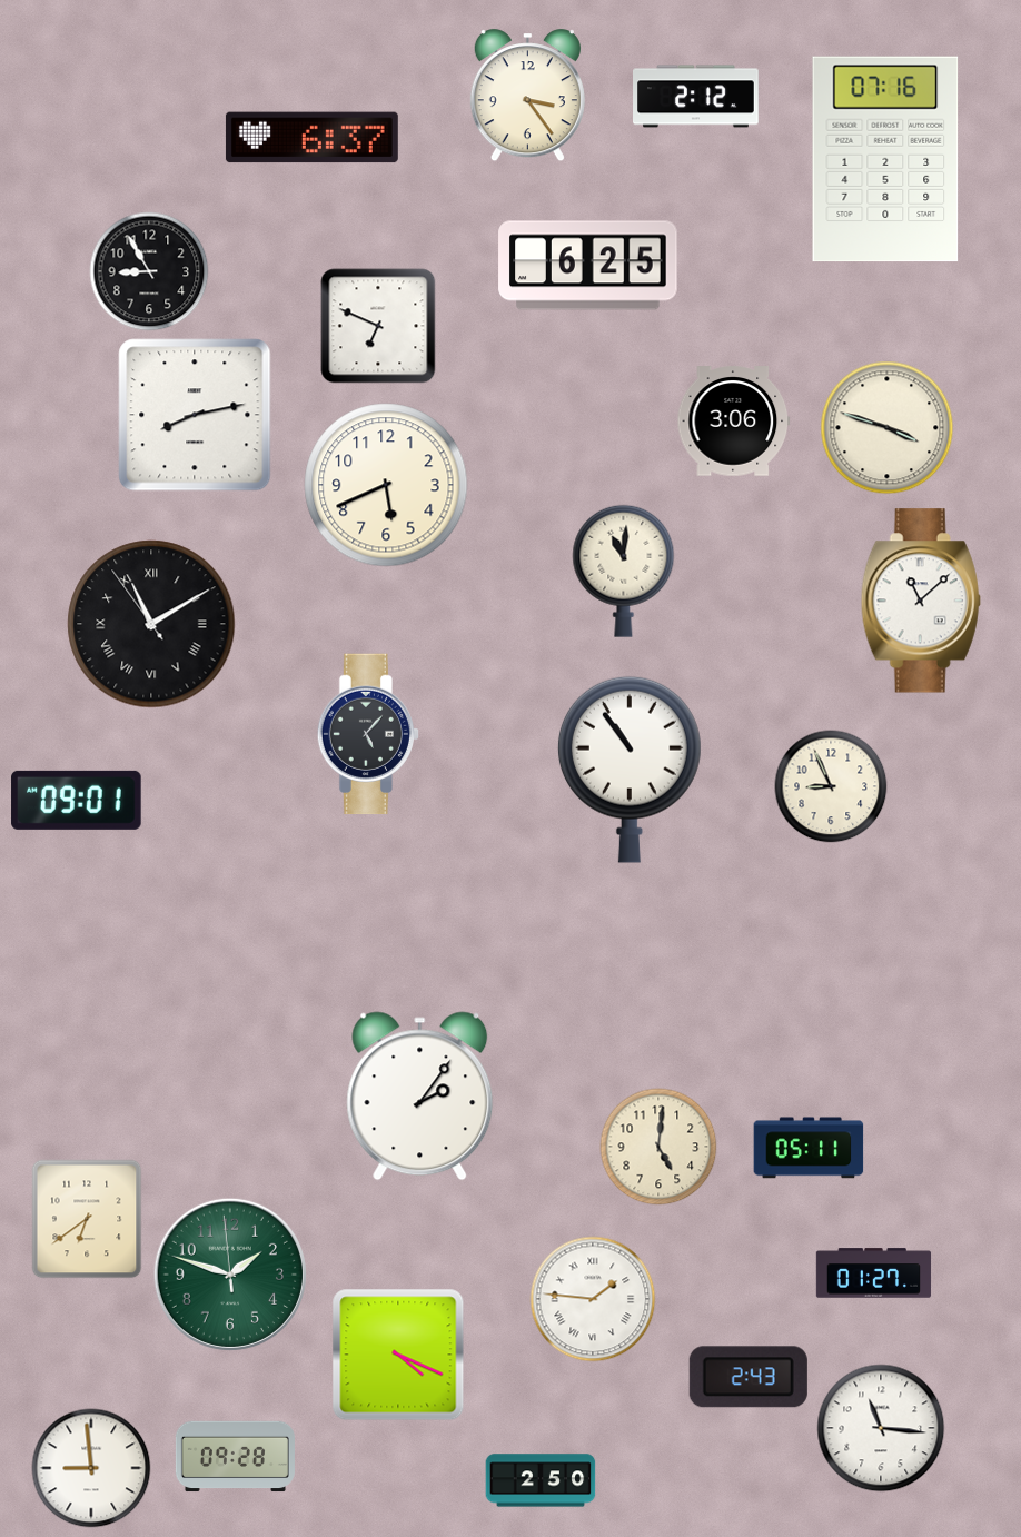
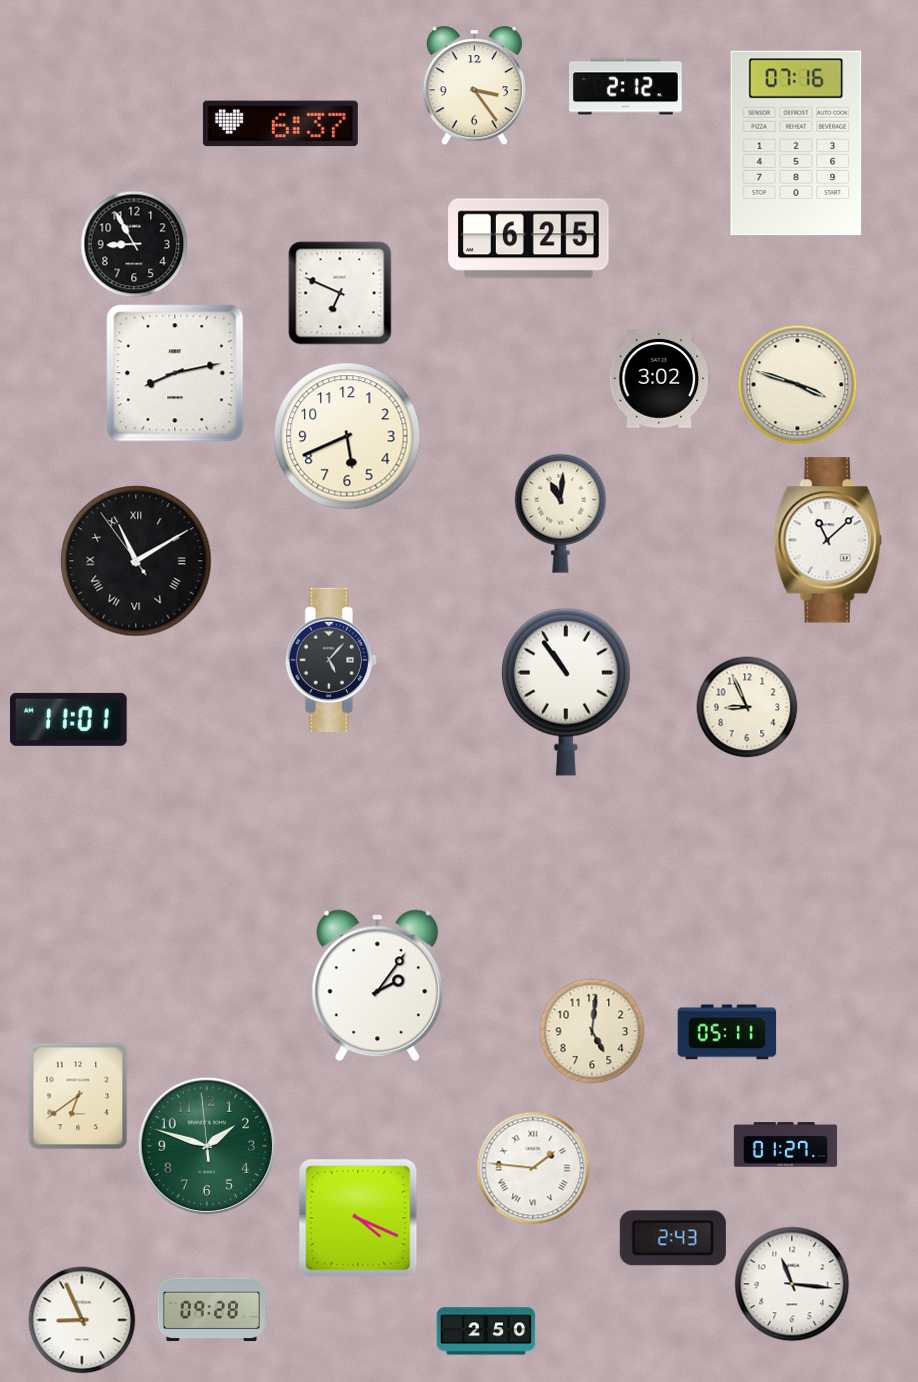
clock at (734, 422): 3:06 -> 3:02
clock at (77, 800): 09:01 -> 11:01
clock at (91, 1468): 8:59 -> 8:56
